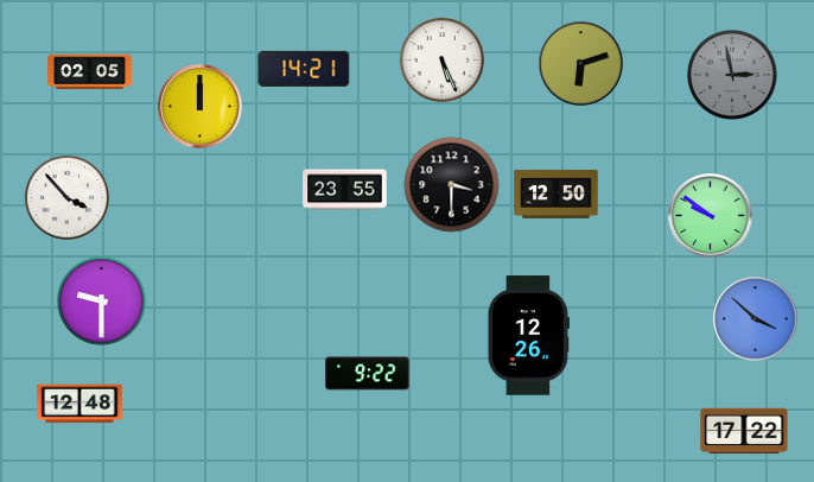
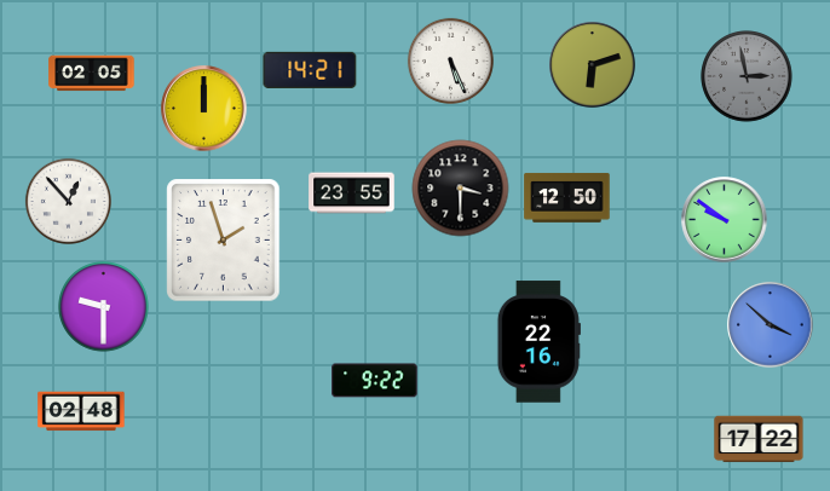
clock at (66, 197): 3:53 -> 12:53
clock at (224, 241): none -> 1:57
clock at (528, 336): 12:26 -> 22:16
clock at (80, 404): 12:48 -> 02:48
